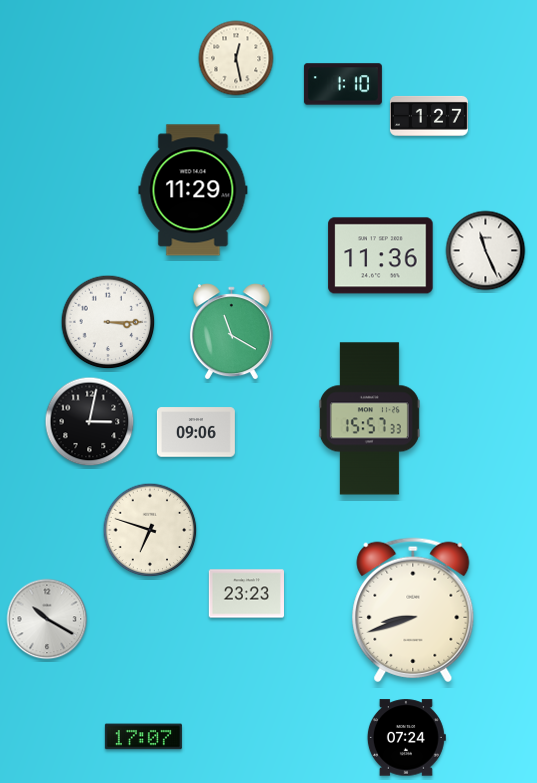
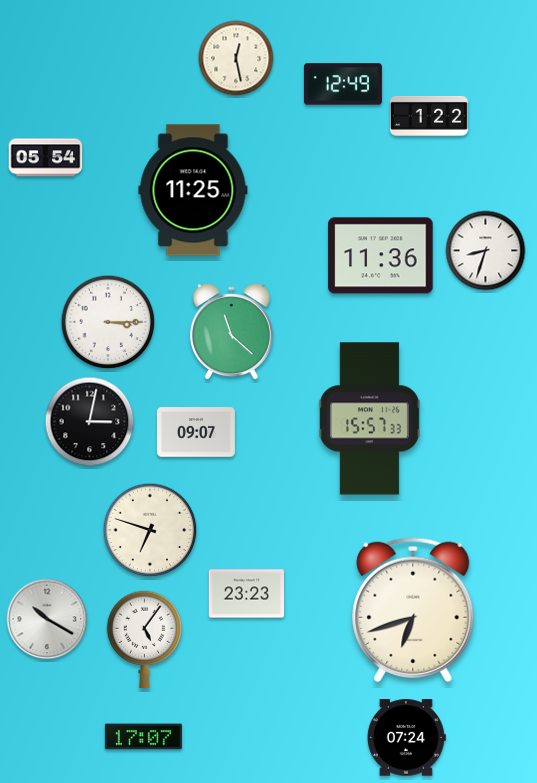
clock at (343, 84): 1:10 -> 12:49
clock at (429, 116): 1:27 -> 1:22
clock at (46, 158): none -> 05:54
clock at (193, 190): 11:29 -> 11:25
clock at (486, 251): 11:26 -> 8:33
clock at (231, 332): 11:20 -> 11:22
clock at (196, 432): 09:06 -> 09:07
clock at (413, 610): 8:42 -> 6:42
clock at (144, 639): none -> 5:06
